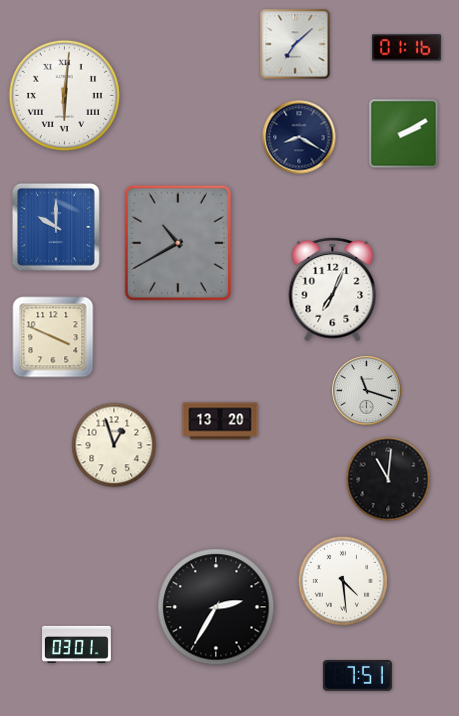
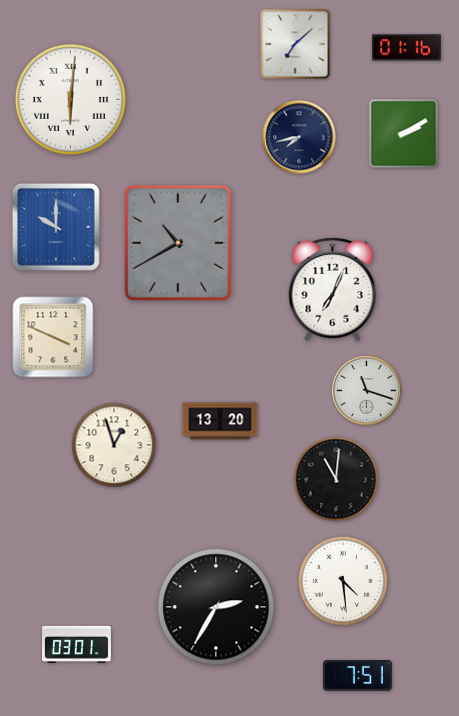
clock at (64, 95) position: (64, 95) -> (70, 99)
clock at (299, 137): 8:20 -> 7:43
clock at (388, 479) position: (388, 479) -> (336, 479)
